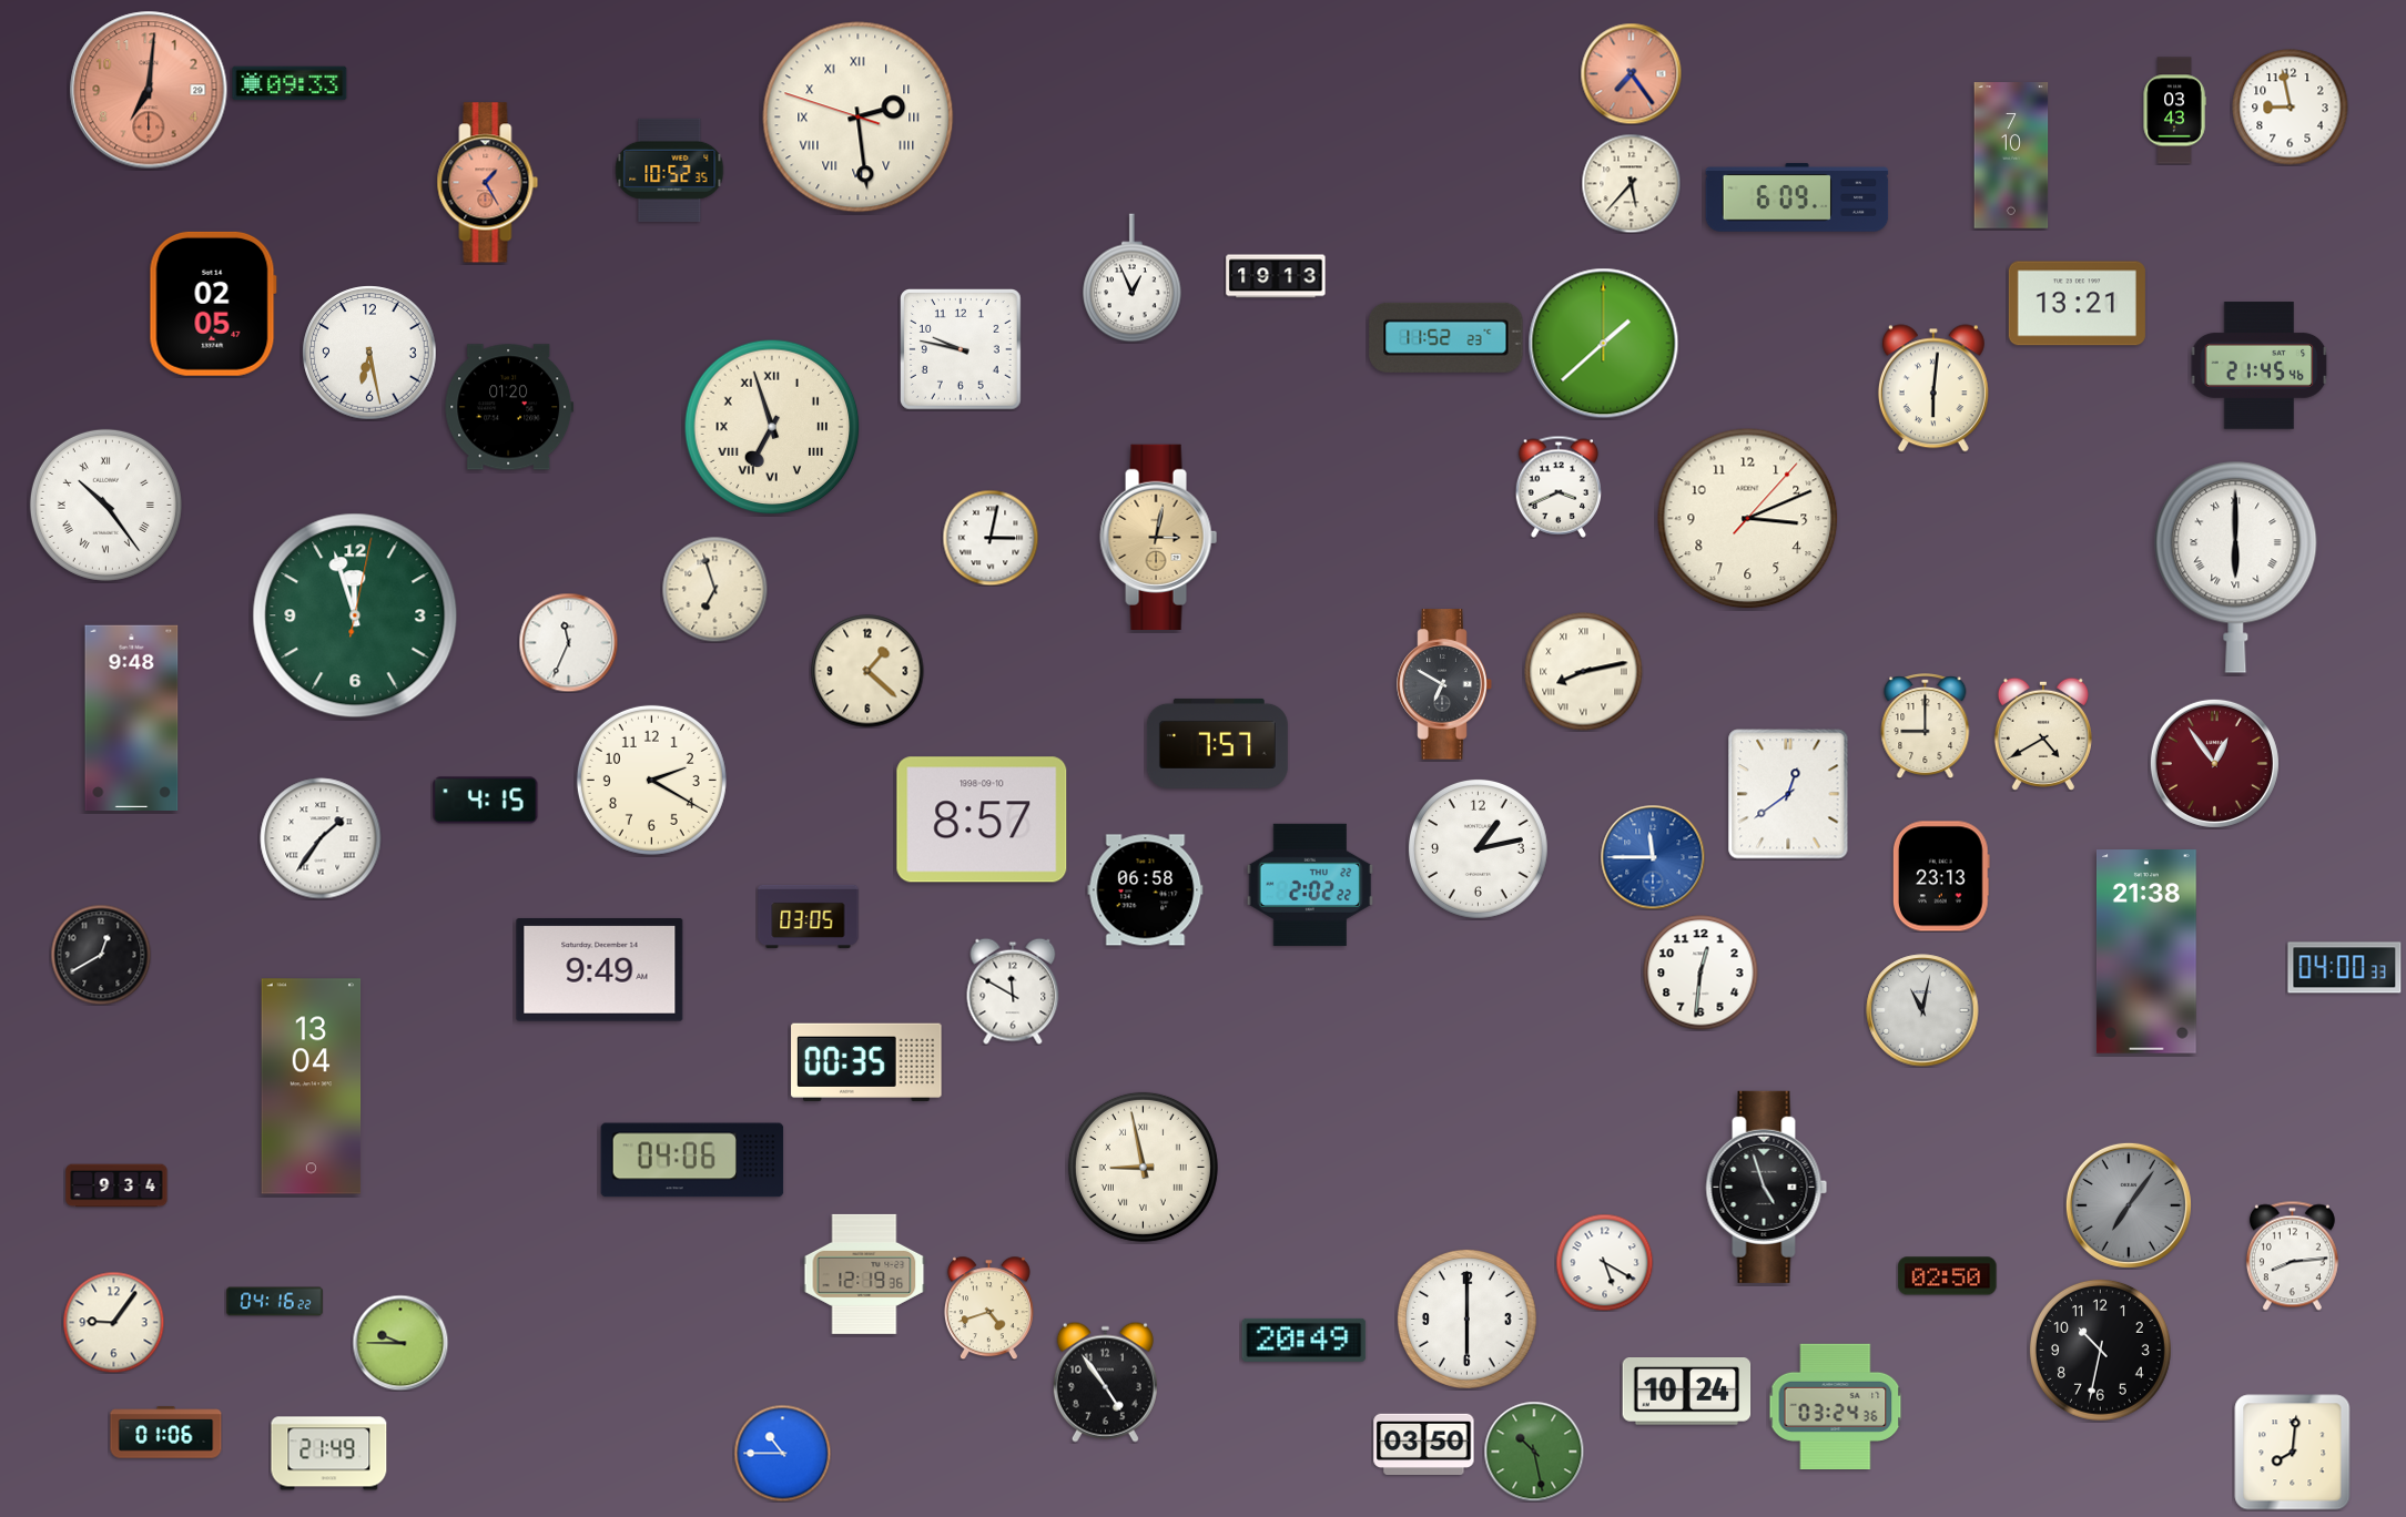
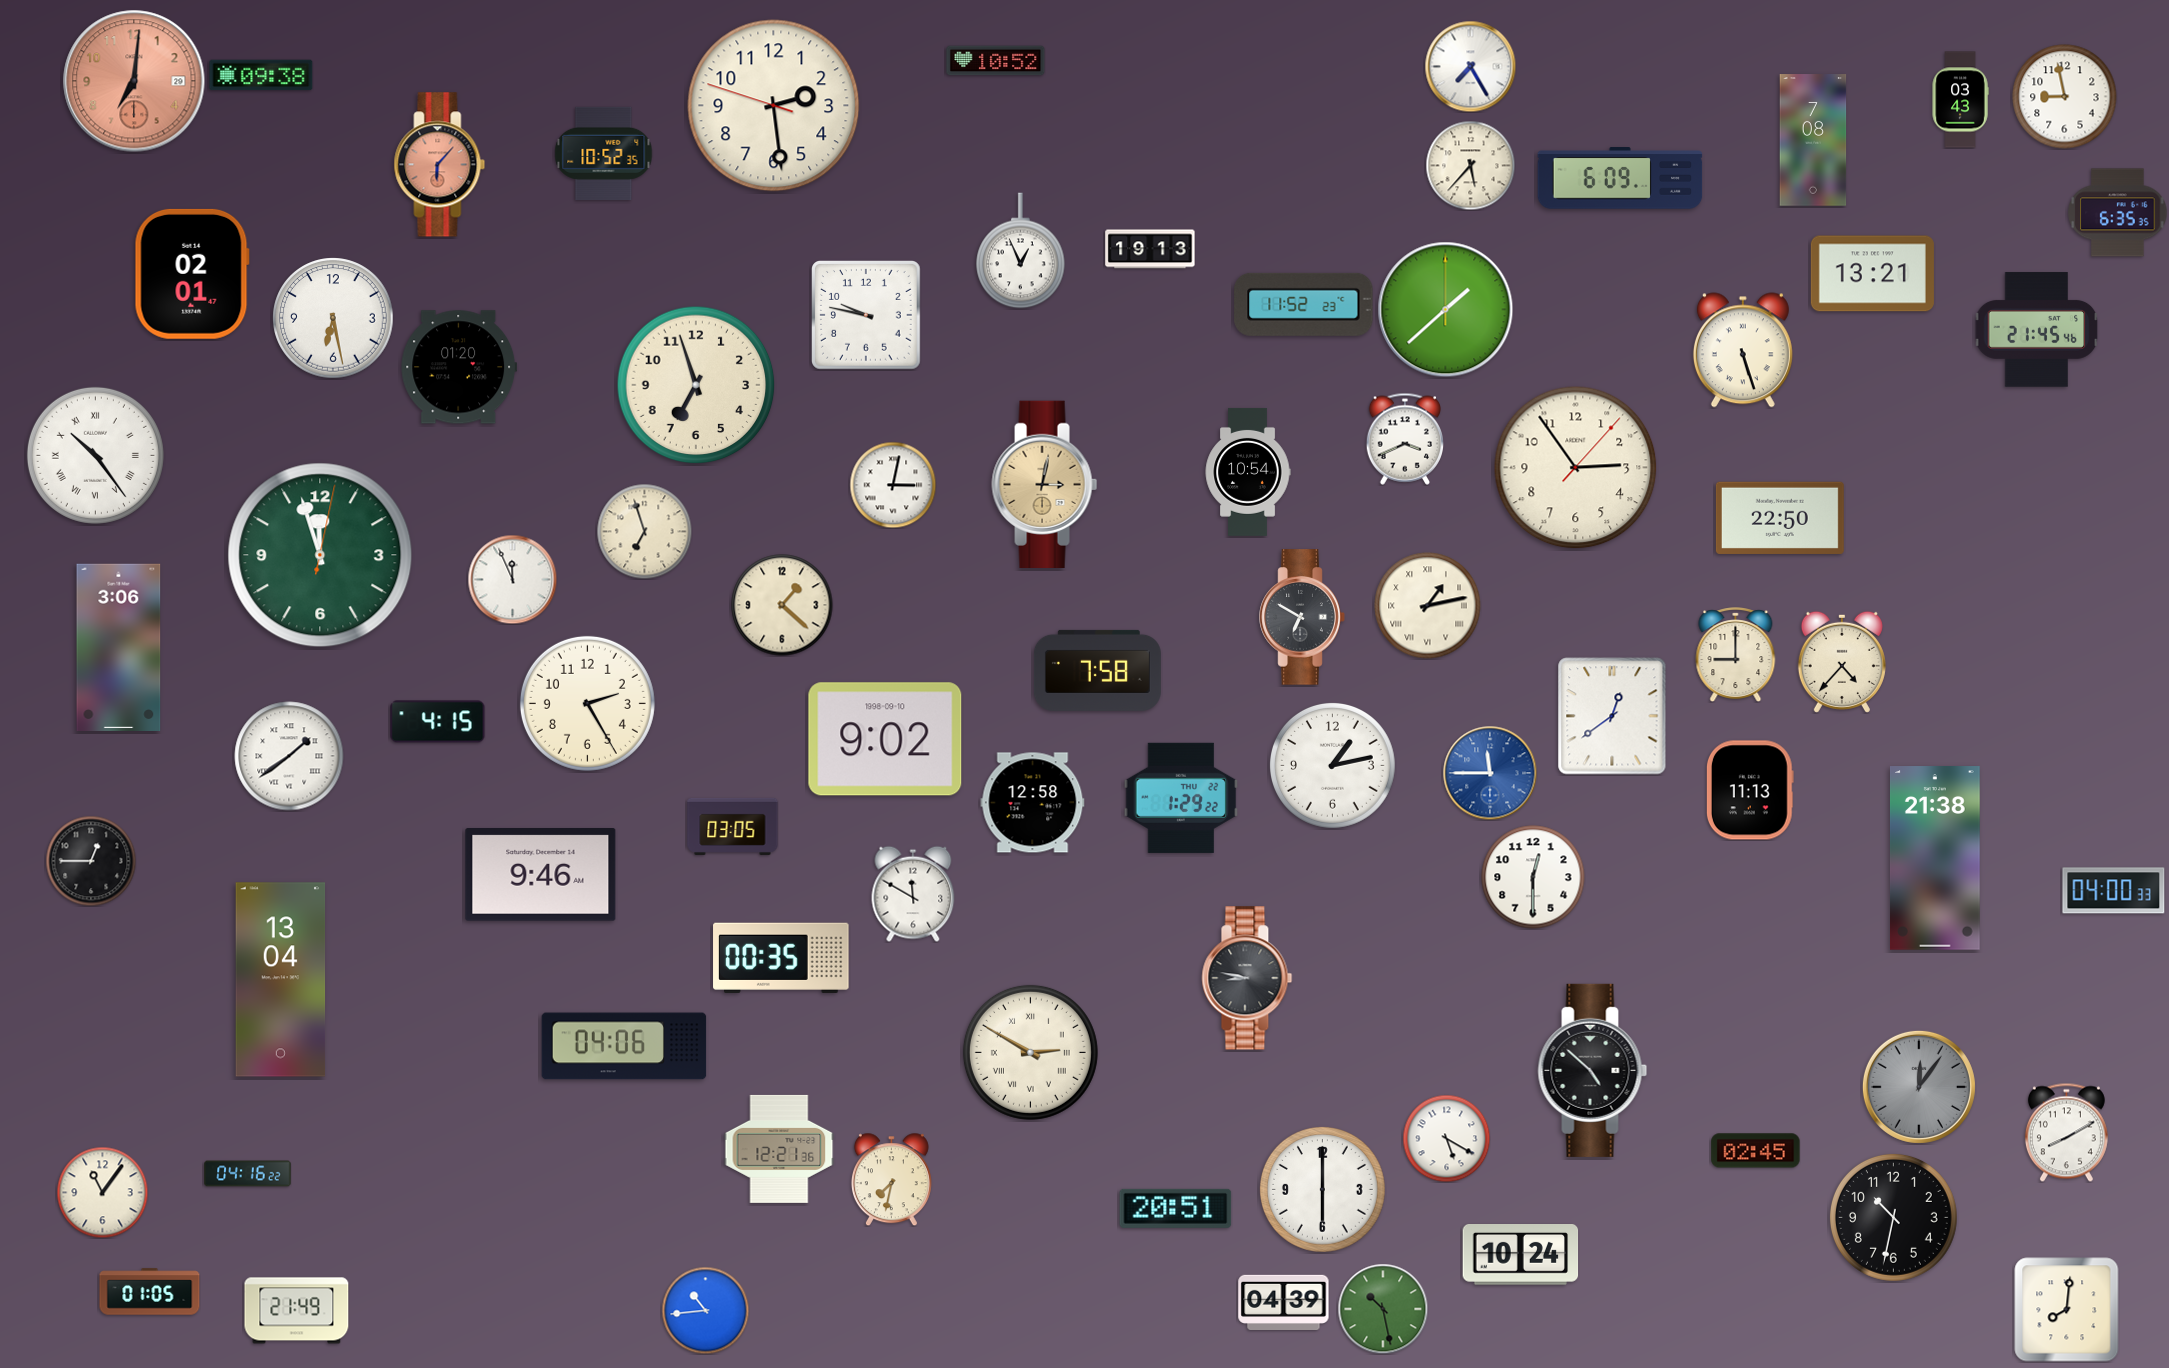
clock at (996, 61): none -> 10:52
clock at (1631, 73): 7:24 -> 7:25
clock at (1631, 73) dial: salmon -> white
clock at (290, 83): 09:33 -> 09:38
clock at (859, 118) numerals: Roman -> Arabic
clock at (2011, 155): 7:10 -> 7:08
clock at (488, 183): 1:25 -> 6:07
clock at (2118, 213): none -> 6:35
clock at (213, 304): 02:05 -> 02:01
clock at (1933, 388): 6:01 -> 5:27
clock at (772, 427) numerals: Roman -> Arabic
clock at (1748, 519): 3:11 -> 2:54
clock at (1248, 472): none -> 10:54
clock at (2236, 567): 6:00 -> none
clock at (1780, 518): none -> 22:50
clock at (568, 642): 11:34 -> 11:56
clock at (1584, 672): 8:13 -> 1:13
clock at (132, 717): 9:48 -> 3:06
clock at (2043, 734): 4:40 -> 4:37
clock at (1217, 743): 7:57 -> 7:58
clock at (2214, 763): 12:54 -> none
clock at (651, 780): 2:20 -> 2:25
clock at (982, 819): 8:57 -> 9:02
clock at (321, 838): 1:36 -> 1:39
clock at (1941, 876): 23:13 -> 11:13
clock at (1310, 885): 2:02 -> 1:29
clock at (1146, 890): 06:58 -> 12:58
clock at (809, 916) position: (809, 916) -> (733, 826)
clock at (101, 955): 12:40 -> 12:45
clock at (2345, 968) position: (2345, 968) -> (2114, 891)
clock at (600, 970): 9:49 -> 9:46
clock at (1701, 973): 12:31 -> 12:30
clock at (1922, 1010): 11:02 -> none
clock at (1247, 978): none -> 8:47
clock at (1143, 1167): 8:58 -> 2:50
clock at (116, 1185): 9:34 -> none
clock at (1767, 1187): 4:57 -> 4:52
clock at (2129, 1205): 7:06 -> 12:06
clock at (2292, 1255): 8:14 -> 8:10
clock at (864, 1274): 12:19 -> 12:21
clock at (1948, 1276): 02:50 -> 02:45
clock at (988, 1307): 4:42 -> 7:32
clock at (113, 1322): 9:06 -> 11:06
clock at (1304, 1340): 20:49 -> 20:51
clock at (400, 1343): 9:45 -> none
clock at (1105, 1382): 4:54 -> none
clock at (1836, 1406): 03:24 -> none
clock at (166, 1433): 01:06 -> 01:05
clock at (1424, 1445): 03:50 -> 04:39
clock at (782, 1453): 10:45 -> 10:44
